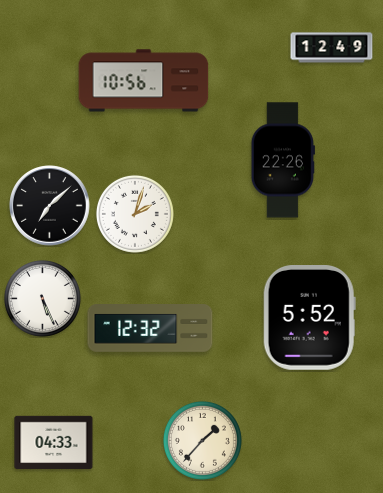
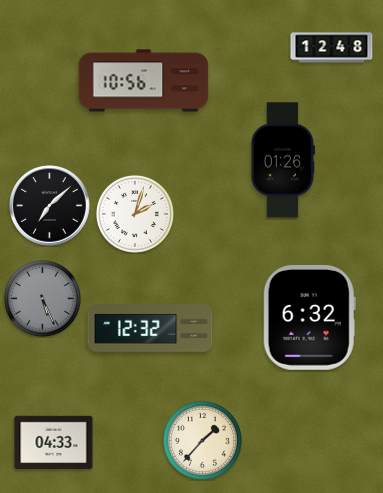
clock at (332, 48): 12:49 -> 12:48
clock at (283, 160): 22:26 -> 01:26
clock at (42, 298) dial: white -> grey
clock at (309, 318): 5:52 -> 6:32
